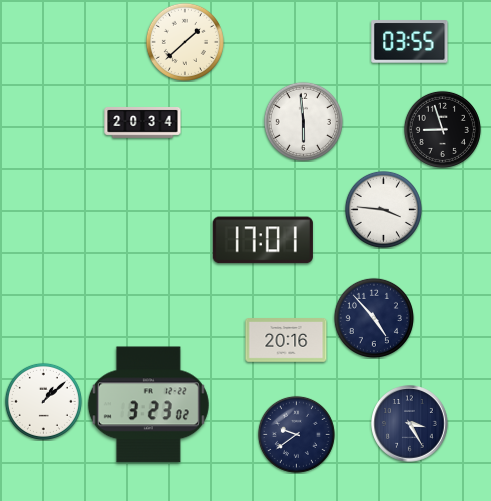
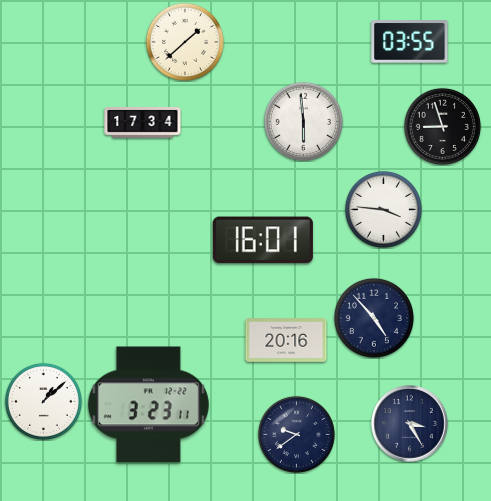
clock at (143, 123): 20:34 -> 17:34
clock at (442, 129) position: (442, 129) -> (442, 126)
clock at (263, 240): 17:01 -> 16:01
clock at (148, 405): 3:23:02 -> 3:23:11
